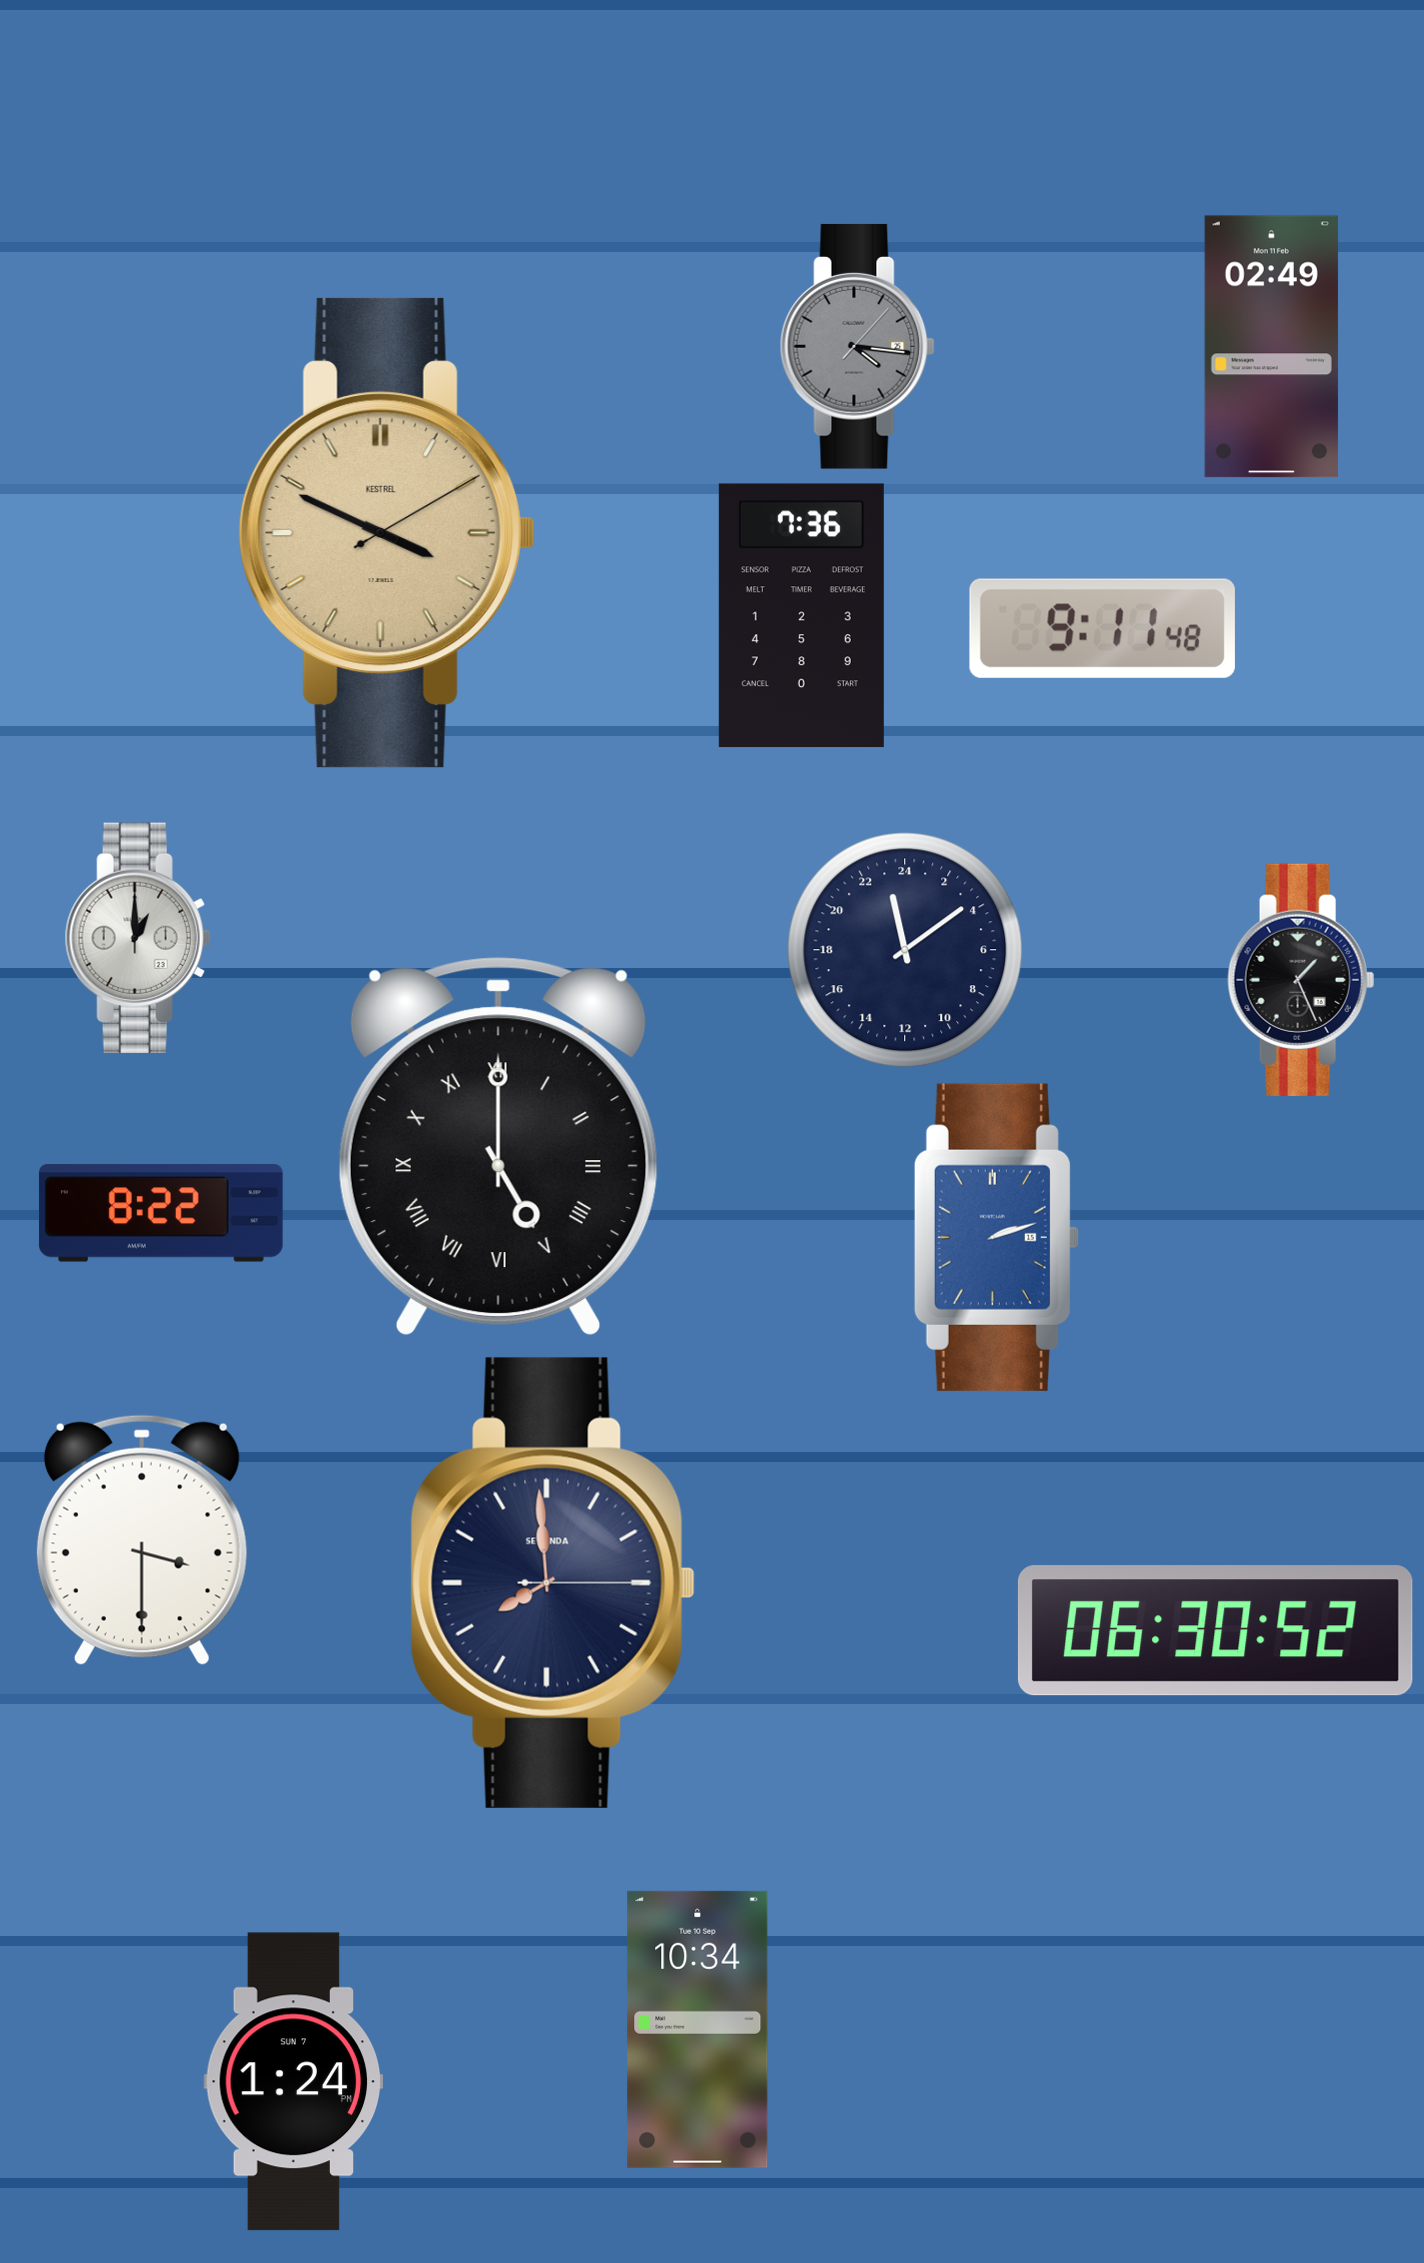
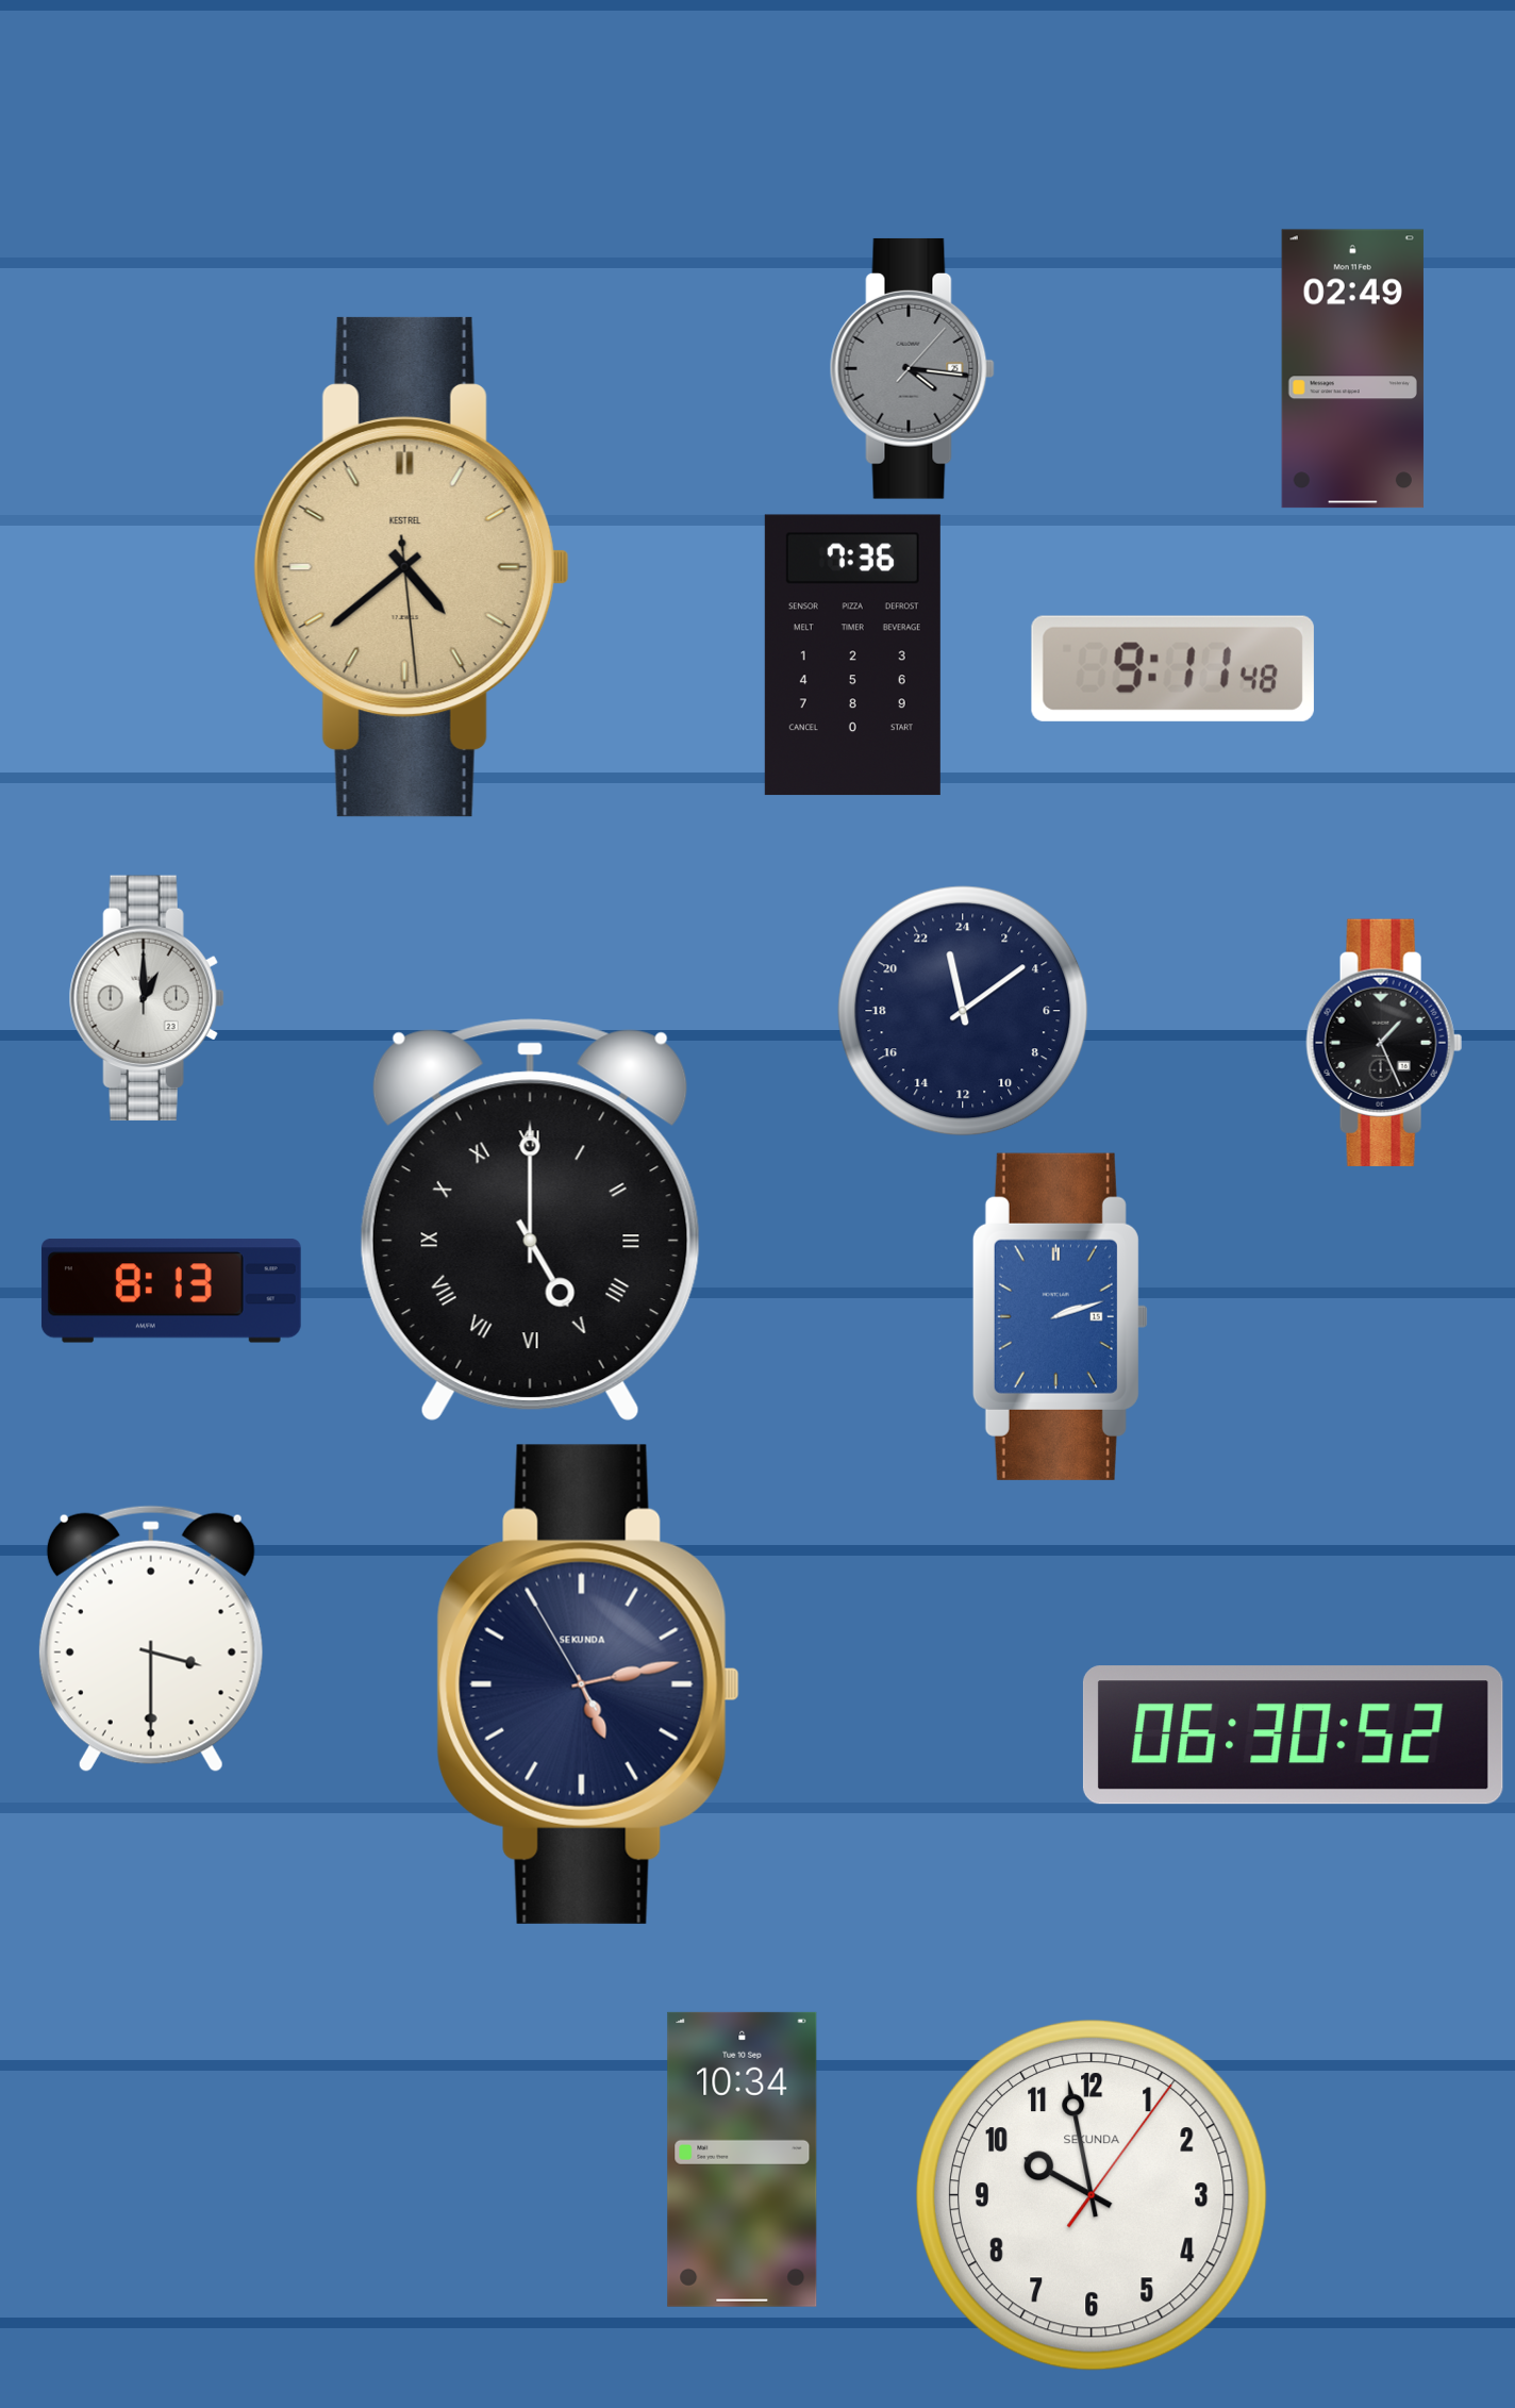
clock at (387, 533): 3:49 -> 4:38
clock at (161, 1213): 8:22 -> 8:13
clock at (553, 1583): 7:59 -> 5:12
clock at (1092, 2195): none -> 9:58
clock at (294, 2082): 1:24 -> none
